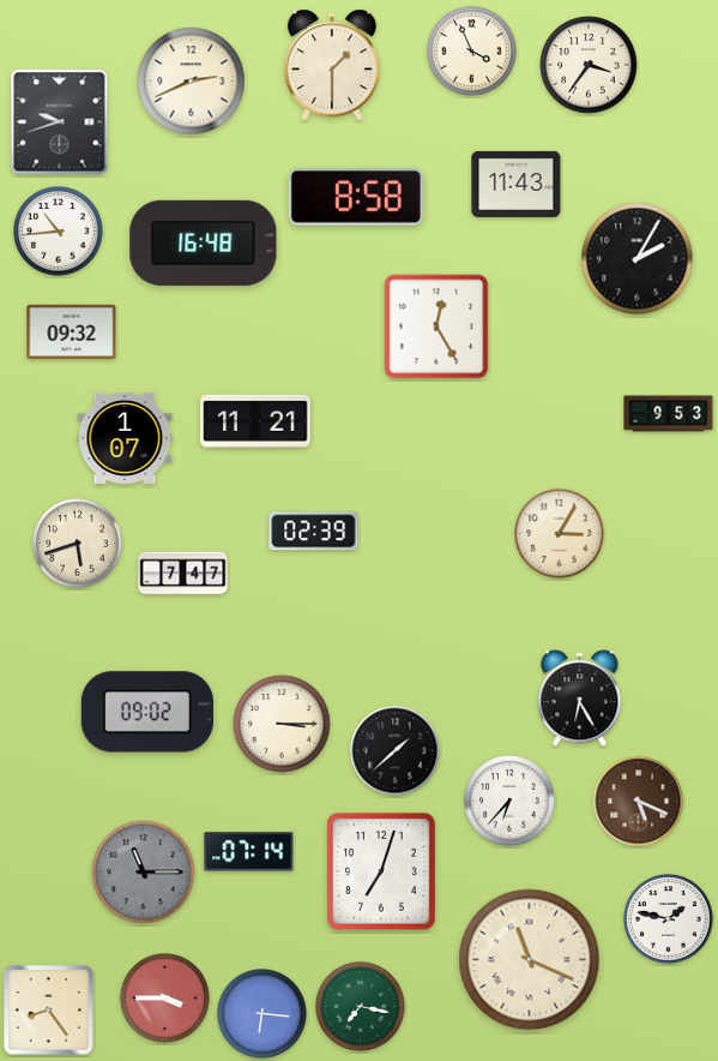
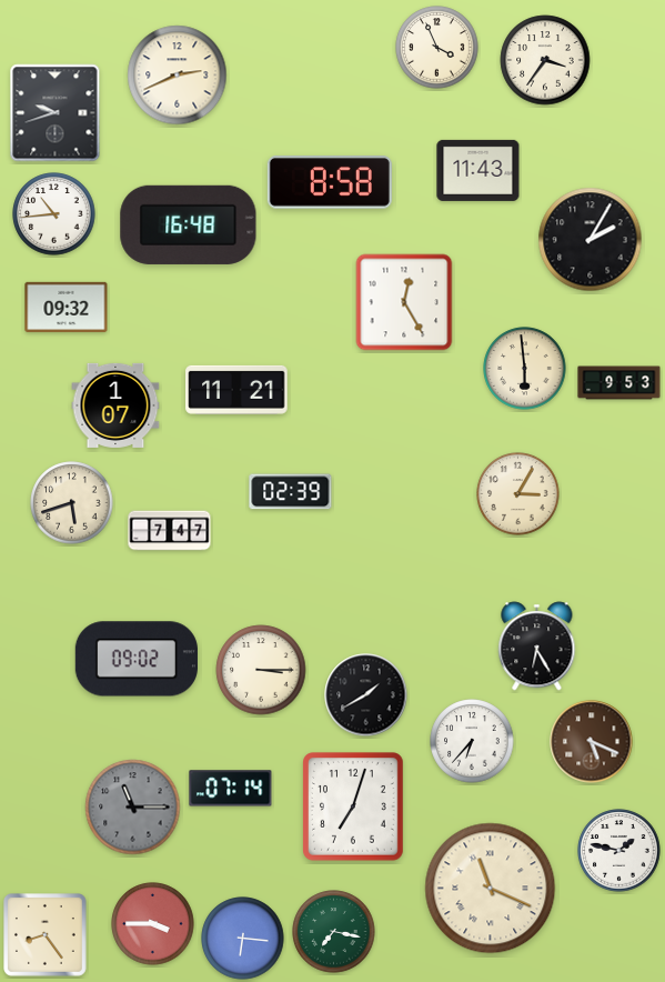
clock at (332, 65): 1:30 -> none
clock at (525, 369): none -> 5:59
clock at (396, 751): 1:38 -> 1:40
